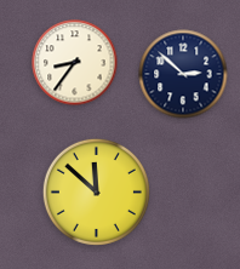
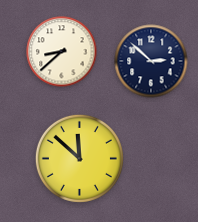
clock at (75, 63): 8:36 -> 8:38
